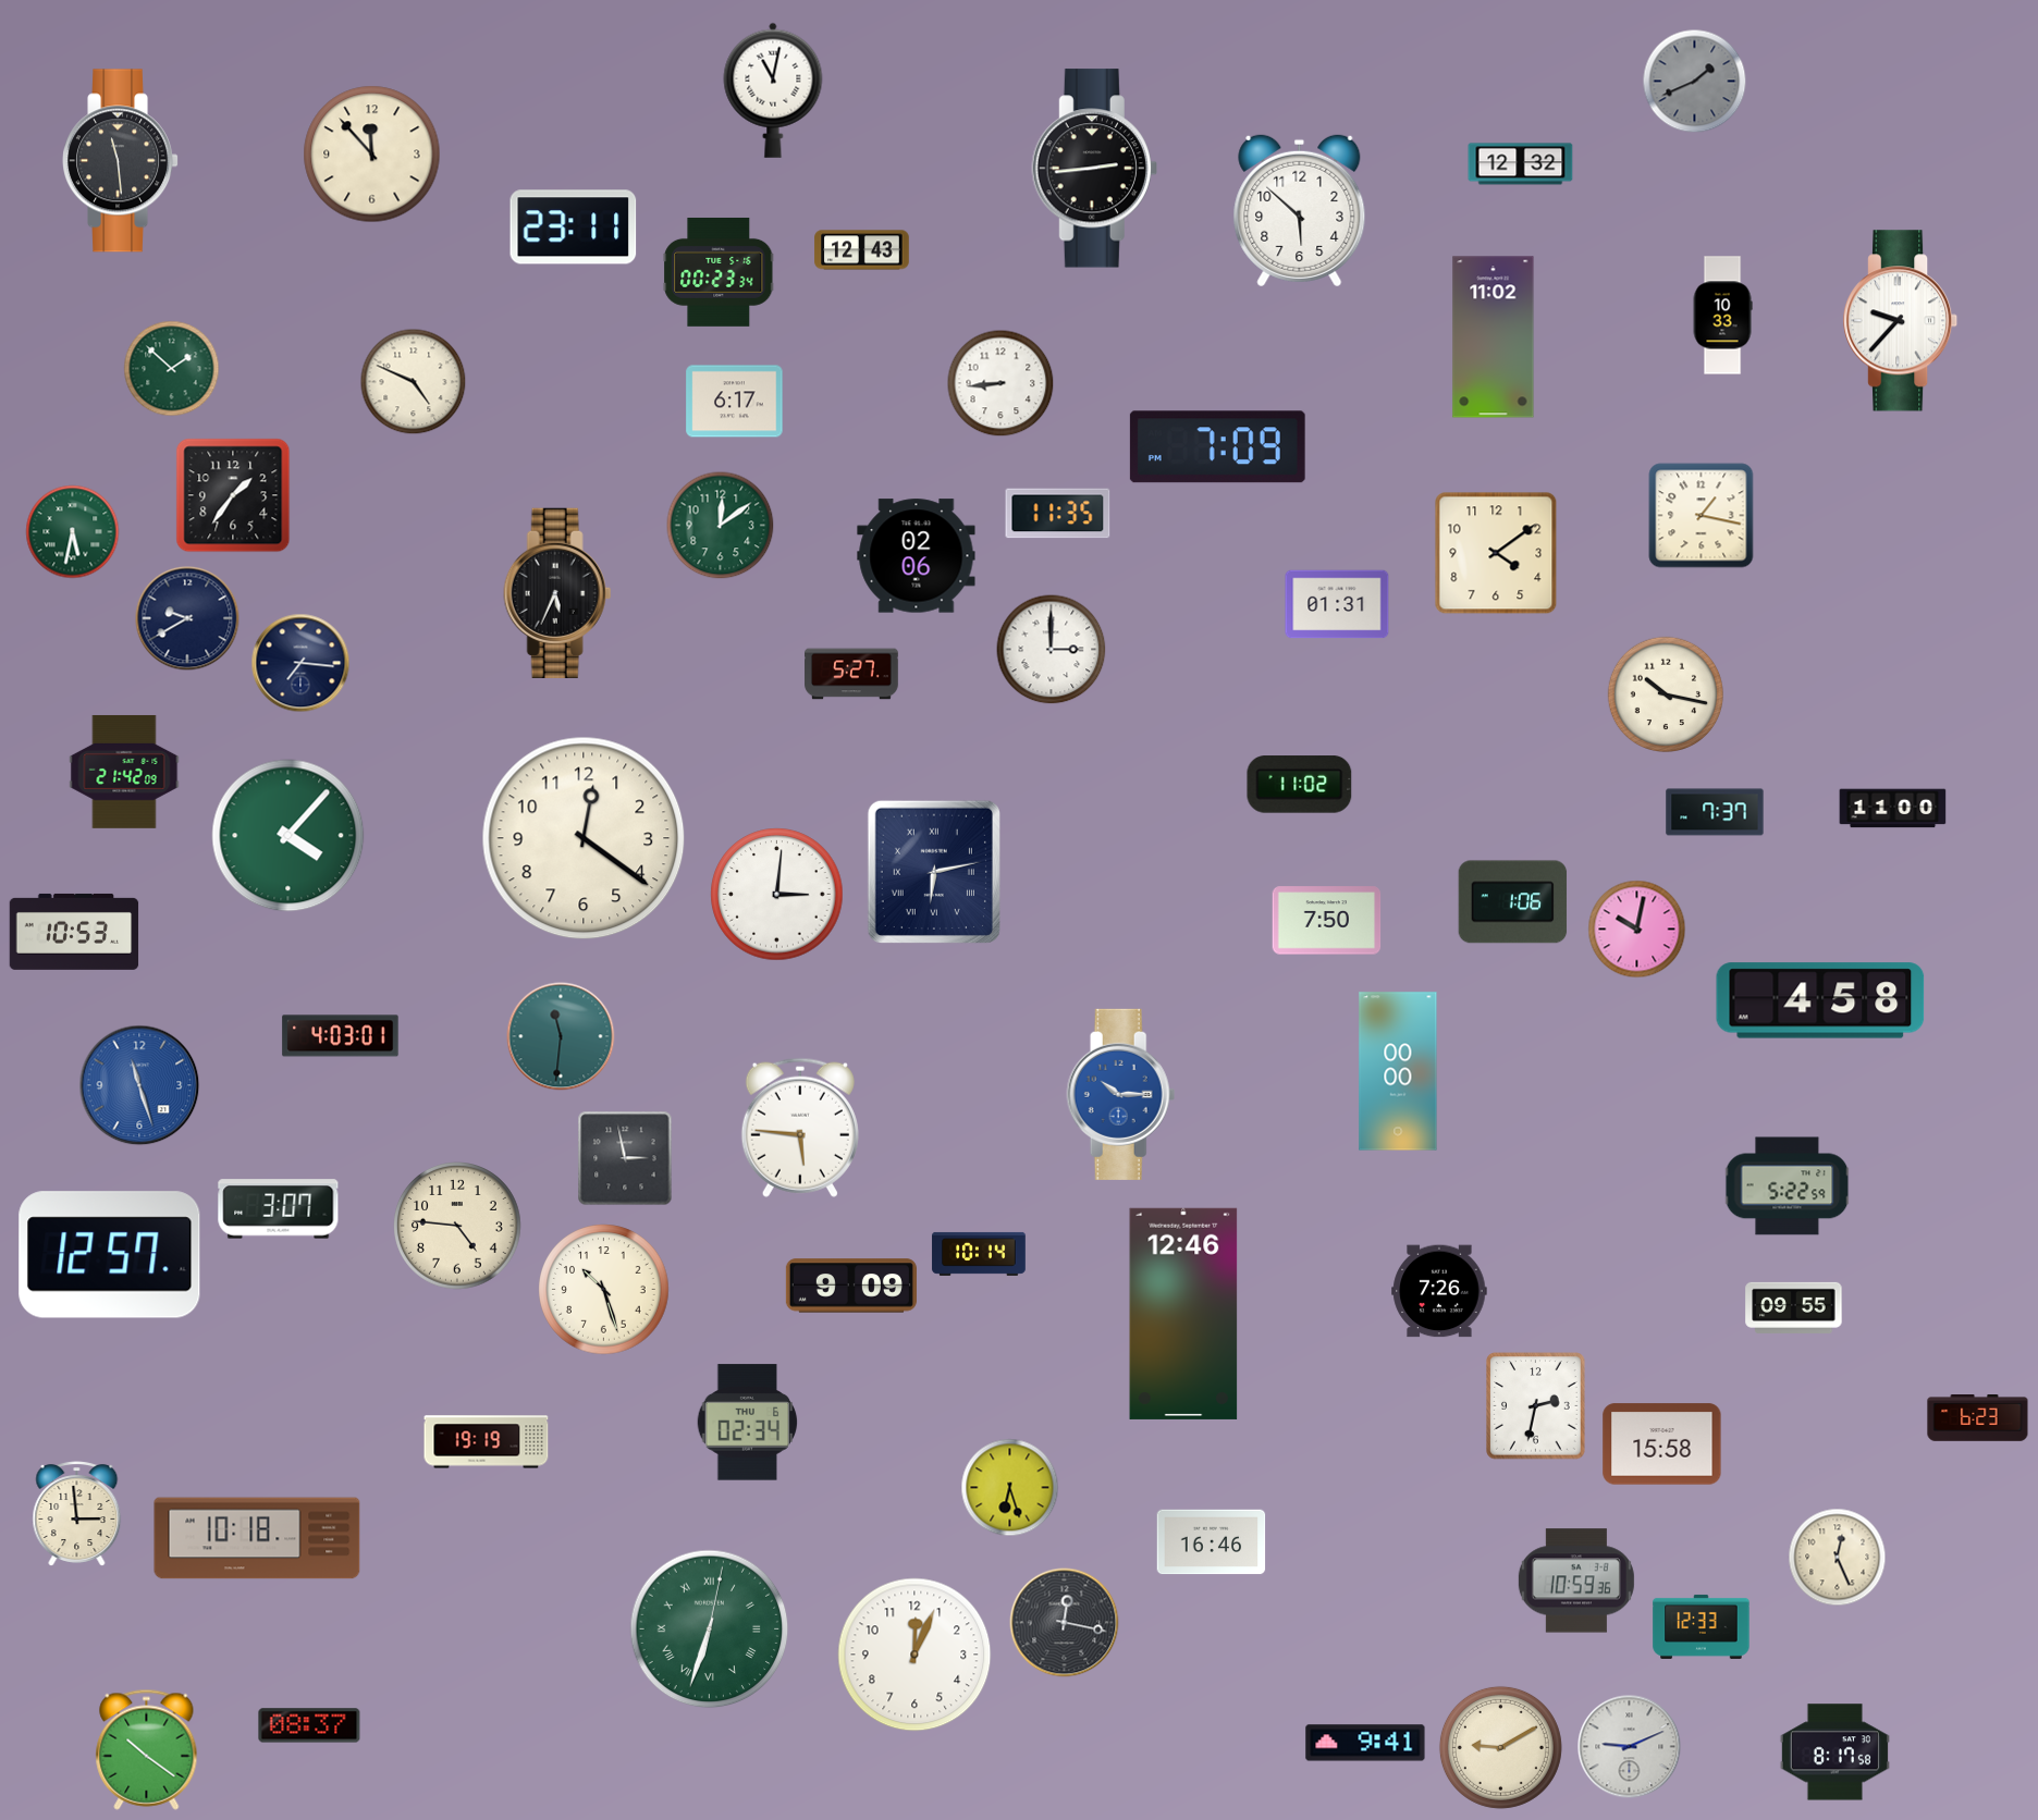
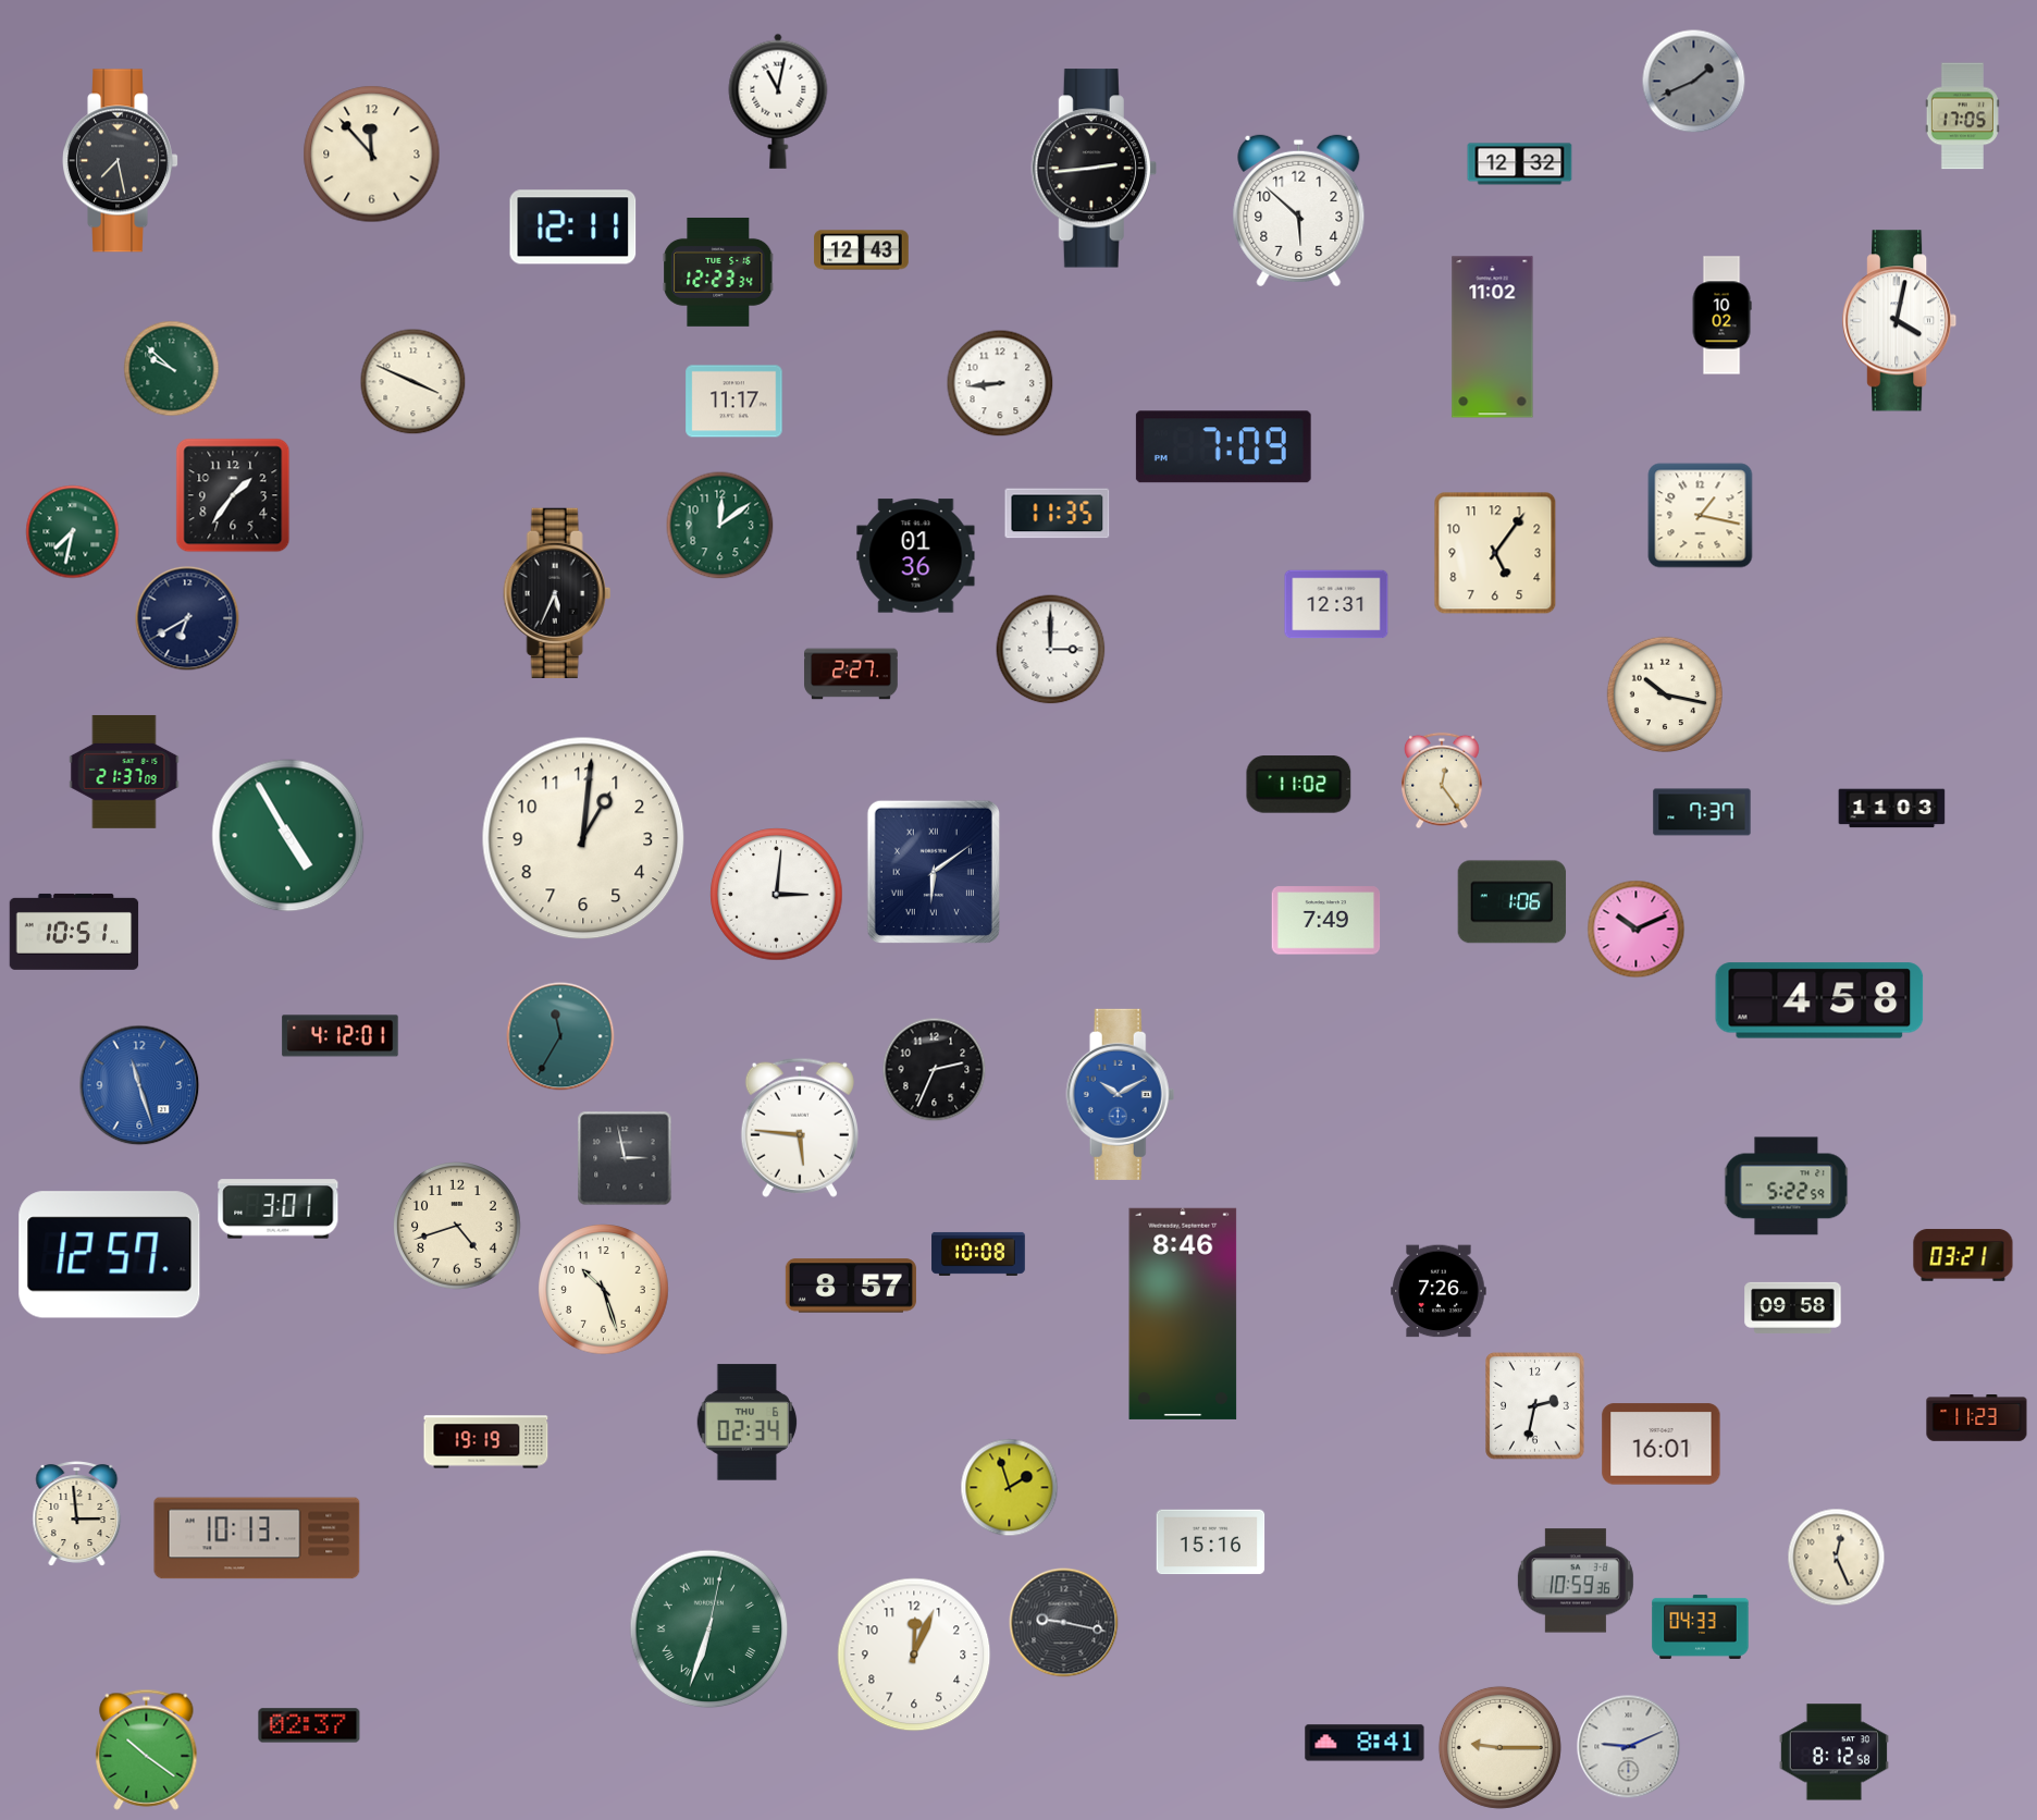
clock at (773, 90) position: (773, 90) -> (778, 101)
clock at (1962, 116): none -> 17:05
clock at (121, 161): 11:29 -> 7:28
clock at (574, 228): 23:11 -> 12:11
clock at (719, 272): 00:23 -> 12:23
clock at (1722, 316): 10:33 -> 10:02
clock at (1902, 321): 9:37 -> 4:02
clock at (172, 369): 1:52 -> 9:52
clock at (414, 382): 4:49 -> 3:49
clock at (735, 402): 6:17 -> 11:17
clock at (1217, 447) position: (1217, 447) -> (1223, 447)
clock at (73, 532): 5:32 -> 7:32
clock at (1496, 553): 4:09 -> 5:06
clock at (917, 556): 02:06 -> 01:36
clock at (1337, 604): 01:31 -> 12:31
clock at (187, 618): 9:40 -> 6:40
clock at (300, 663): 7:16 -> none
clock at (851, 674): 5:27 -> 2:27
clock at (124, 772): 21:42 -> 21:37
clock at (1442, 780): none -> 12:24
clock at (1893, 809): 11:00 -> 11:03
clock at (1715, 812) position: (1715, 812) -> (1702, 812)
clock at (288, 836): 4:07 -> 4:55
clock at (584, 838): 12:21 -> 1:01
clock at (934, 872): 6:13 -> 6:09
clock at (1327, 921): 7:50 -> 7:49
clock at (1637, 930): 10:02 -> 10:11
clock at (74, 932): 10:53 -> 10:51
clock at (341, 1036): 4:03 -> 4:12
clock at (561, 1036): 11:31 -> 11:35
clock at (935, 1070): none -> 2:34
clock at (1398, 1071): 00:00 -> none
clock at (1121, 1094): 10:15 -> 10:10
clock at (279, 1209): 3:07 -> 3:01
clock at (458, 1227): 4:46 -> 4:42
clock at (979, 1254): 10:14 -> 10:08
clock at (1963, 1255): none -> 03:21
clock at (851, 1286): 9:09 -> 8:57
clock at (1794, 1307): 09:55 -> 09:58
clock at (1183, 1314): 12:46 -> 8:46
clock at (1978, 1418): 6:23 -> 11:23
clock at (1662, 1444): 15:58 -> 16:01
clock at (1010, 1488): 6:27 -> 1:57
clock at (257, 1538): 10:18 -> 10:13
clock at (1212, 1542): 16:46 -> 15:16
clock at (1065, 1623): 12:17 -> 9:17
clock at (1702, 1626): 12:33 -> 04:33
clock at (309, 1725): 08:37 -> 02:37
clock at (1365, 1743): 9:41 -> 8:41
clock at (1500, 1747): 9:10 -> 9:15
clock at (1834, 1753): 8:17 -> 8:12
